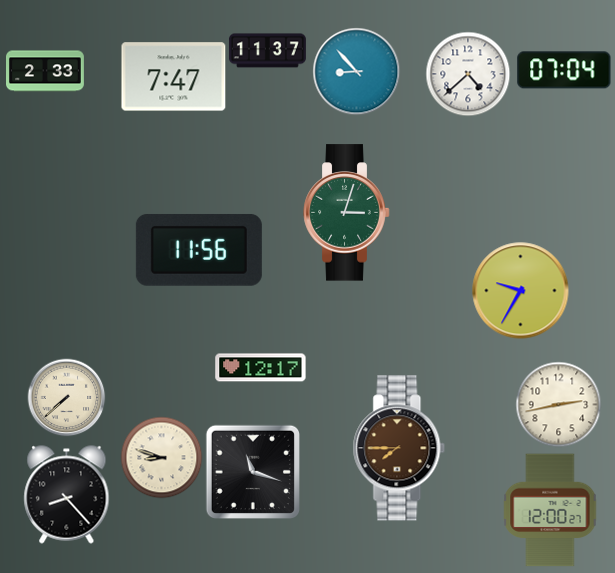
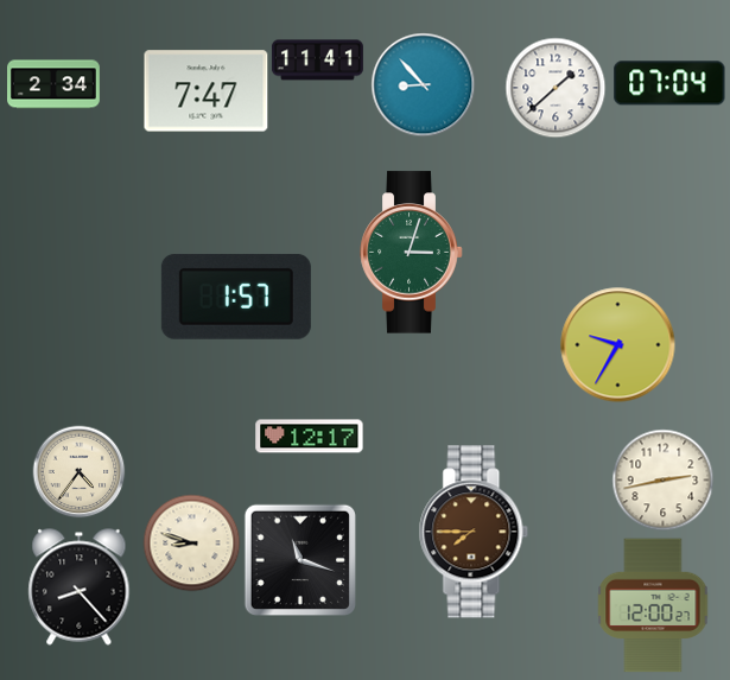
clock at (267, 51): 11:37 -> 11:41
clock at (46, 71): 2:33 -> 2:34
clock at (468, 74): 4:38 -> 1:38
clock at (199, 250): 11:56 -> 1:57
clock at (66, 397): 7:38 -> 4:36
